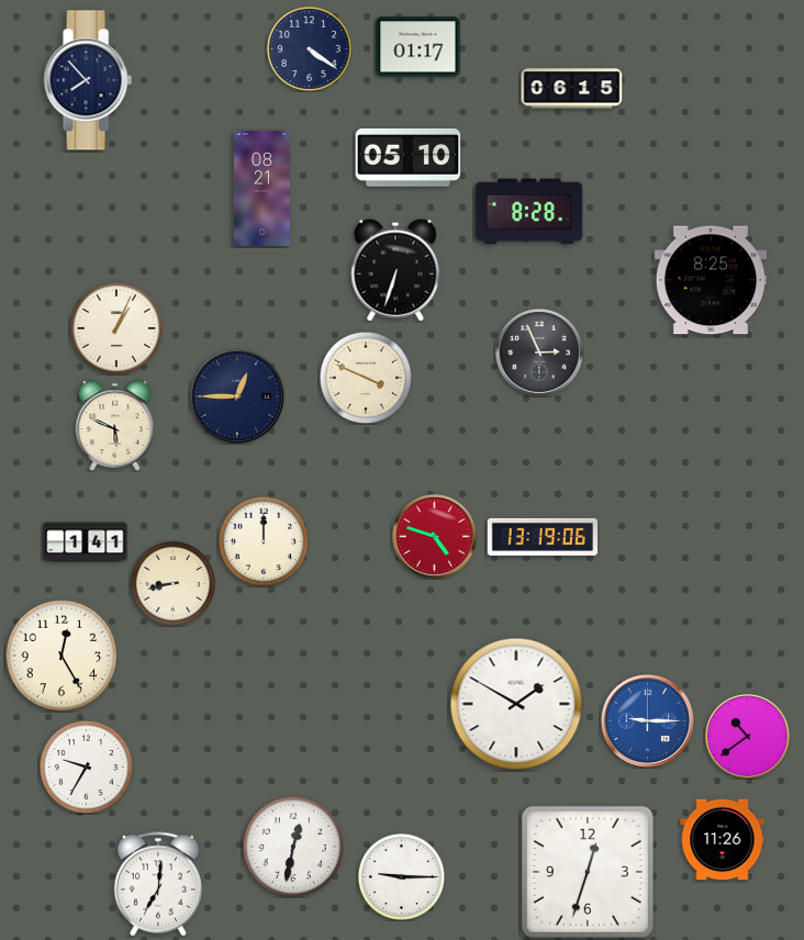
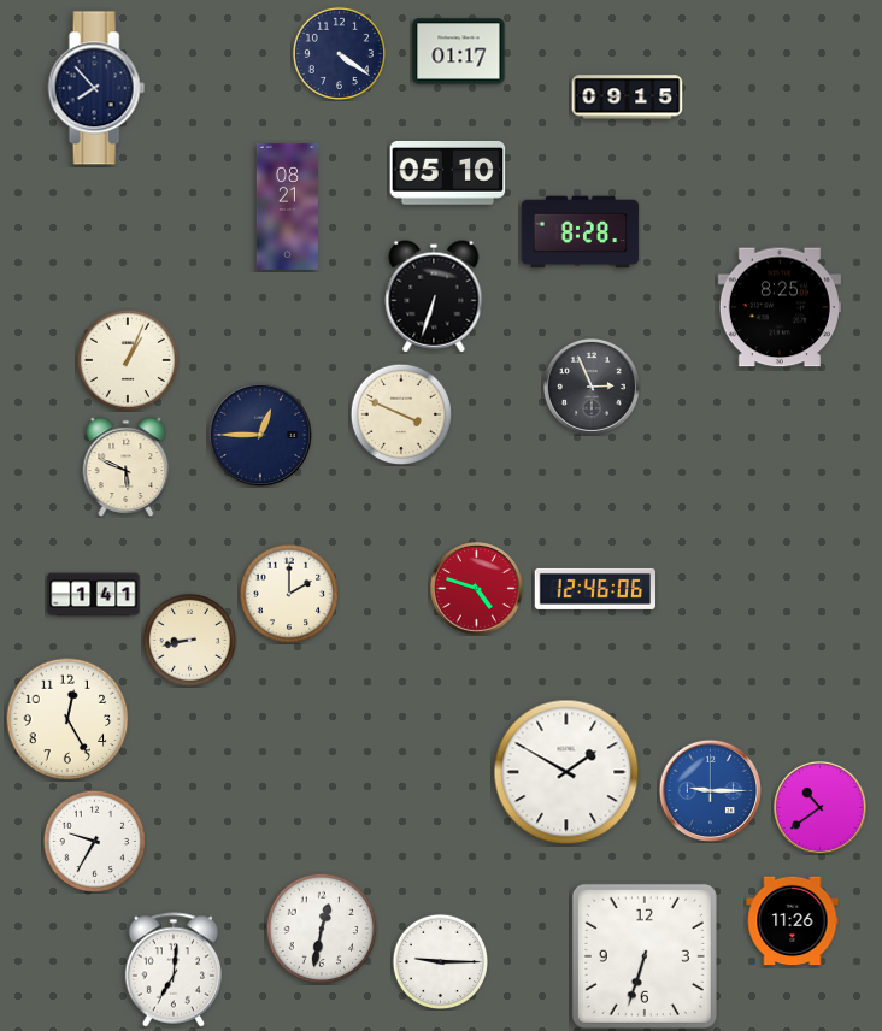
clock at (572, 89): 06:15 -> 09:15
clock at (541, 537): 13:19 -> 12:46
clock at (263, 540): 12:00 -> 2:00
clock at (588, 872): 12:33 -> 6:33
